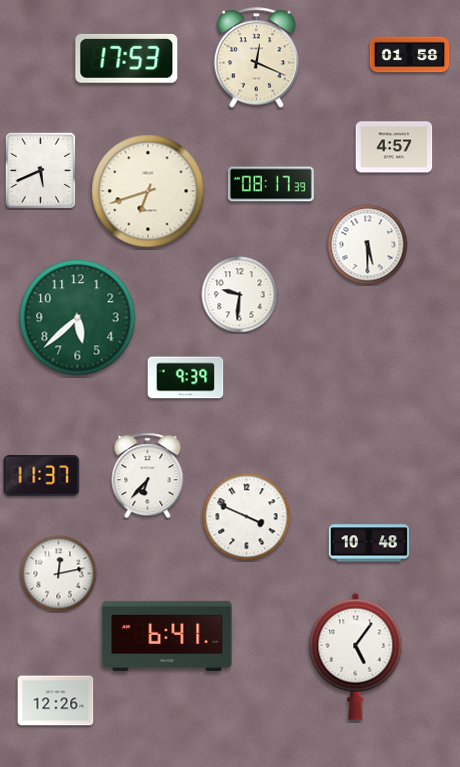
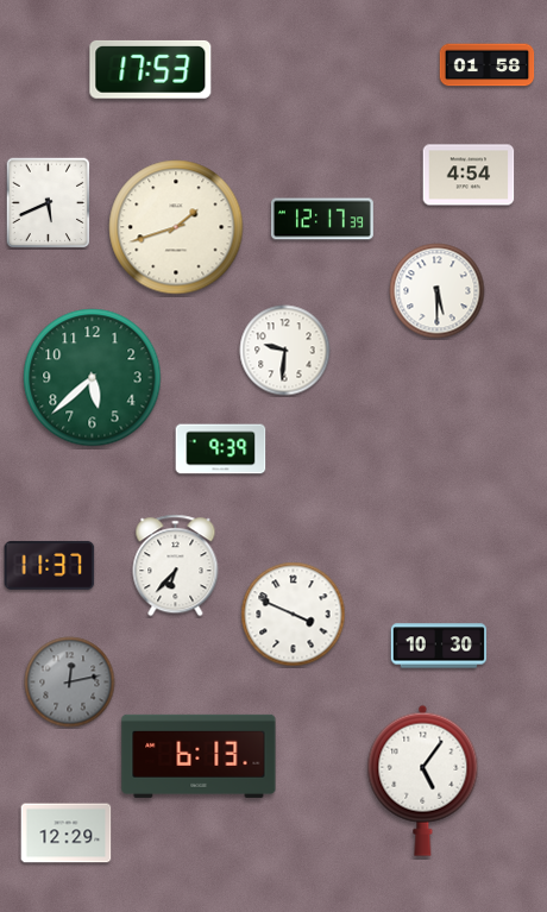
clock at (257, 58): 12:19 -> none
clock at (394, 147): 4:57 -> 4:54
clock at (271, 184): 08:17 -> 12:17
clock at (148, 191): 6:42 -> 1:42
clock at (369, 543): 10:48 -> 10:30
clock at (59, 574) dial: white -> grey
clock at (167, 636): 6:41 -> 6:13
clock at (56, 701): 12:26 -> 12:29
